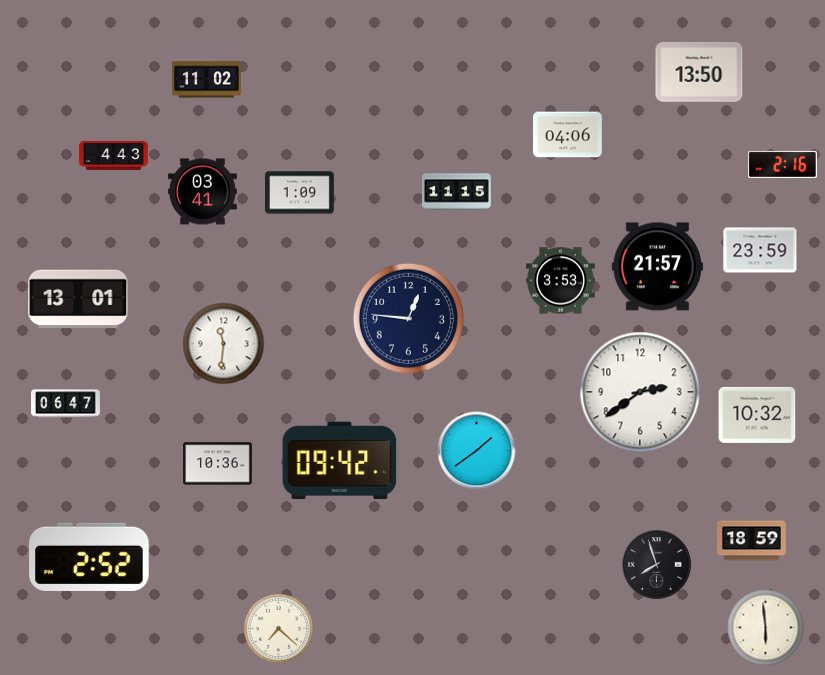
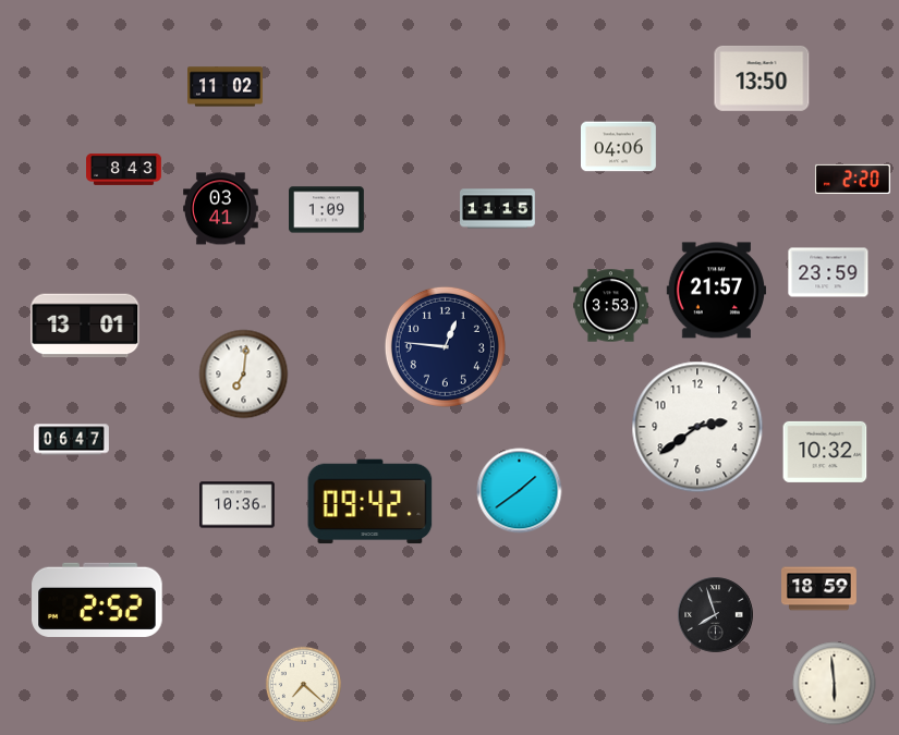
clock at (114, 155): 4:43 -> 8:43
clock at (782, 164): 2:16 -> 2:20
clock at (224, 344): 11:31 -> 7:01
clock at (89, 557) position: (89, 557) -> (97, 600)
